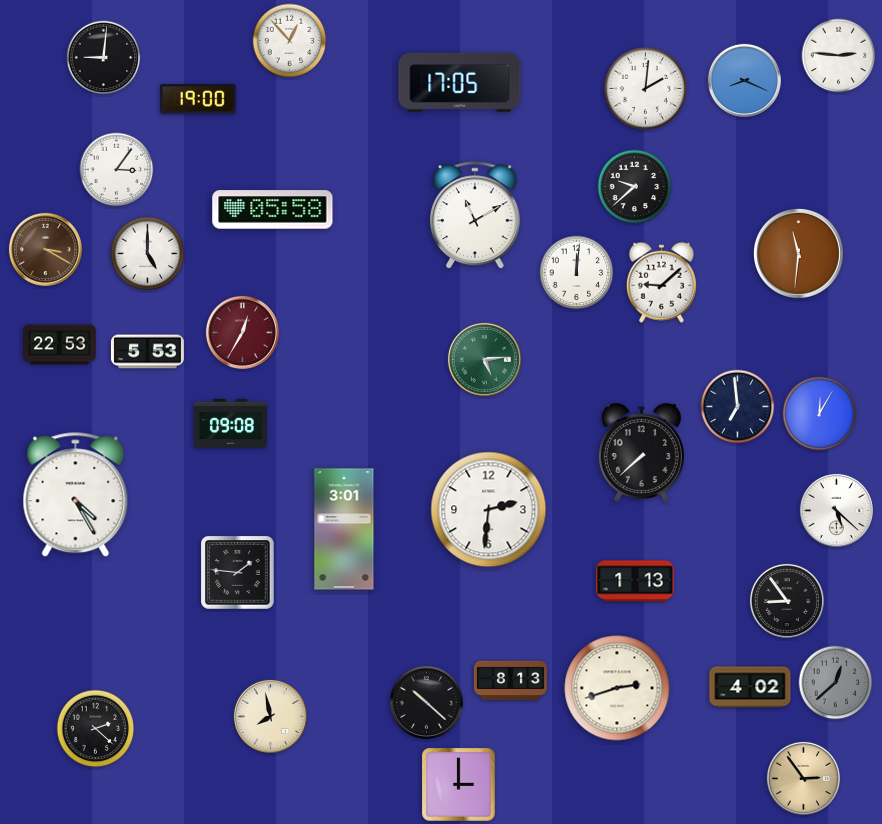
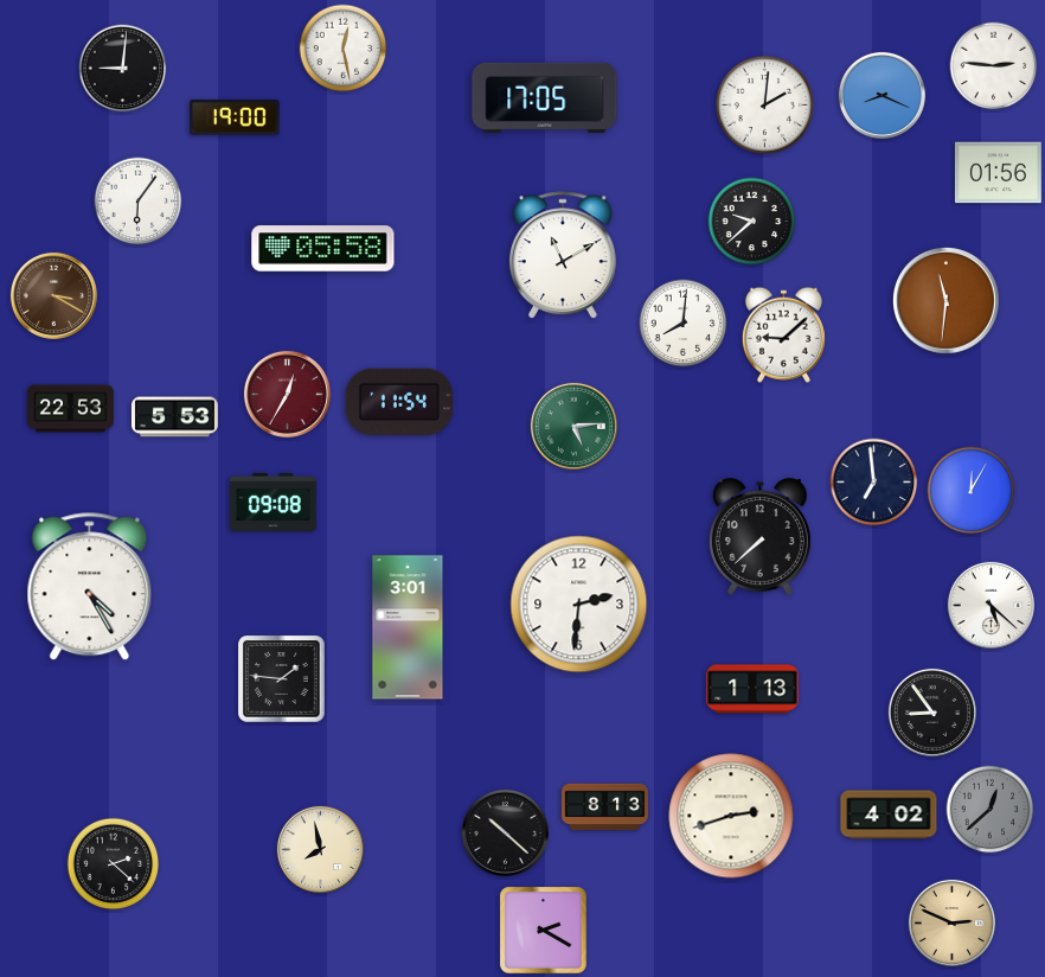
clock at (290, 41): 12:53 -> 12:28
clock at (998, 173): none -> 01:56
clock at (117, 170): 3:06 -> 6:06
clock at (148, 254): 5:00 -> none
clock at (577, 273): 12:01 -> 8:01
clock at (399, 401): none -> 11:54
clock at (803, 778): 2:54 -> 2:49
clock at (459, 785): 3:00 -> 2:20
